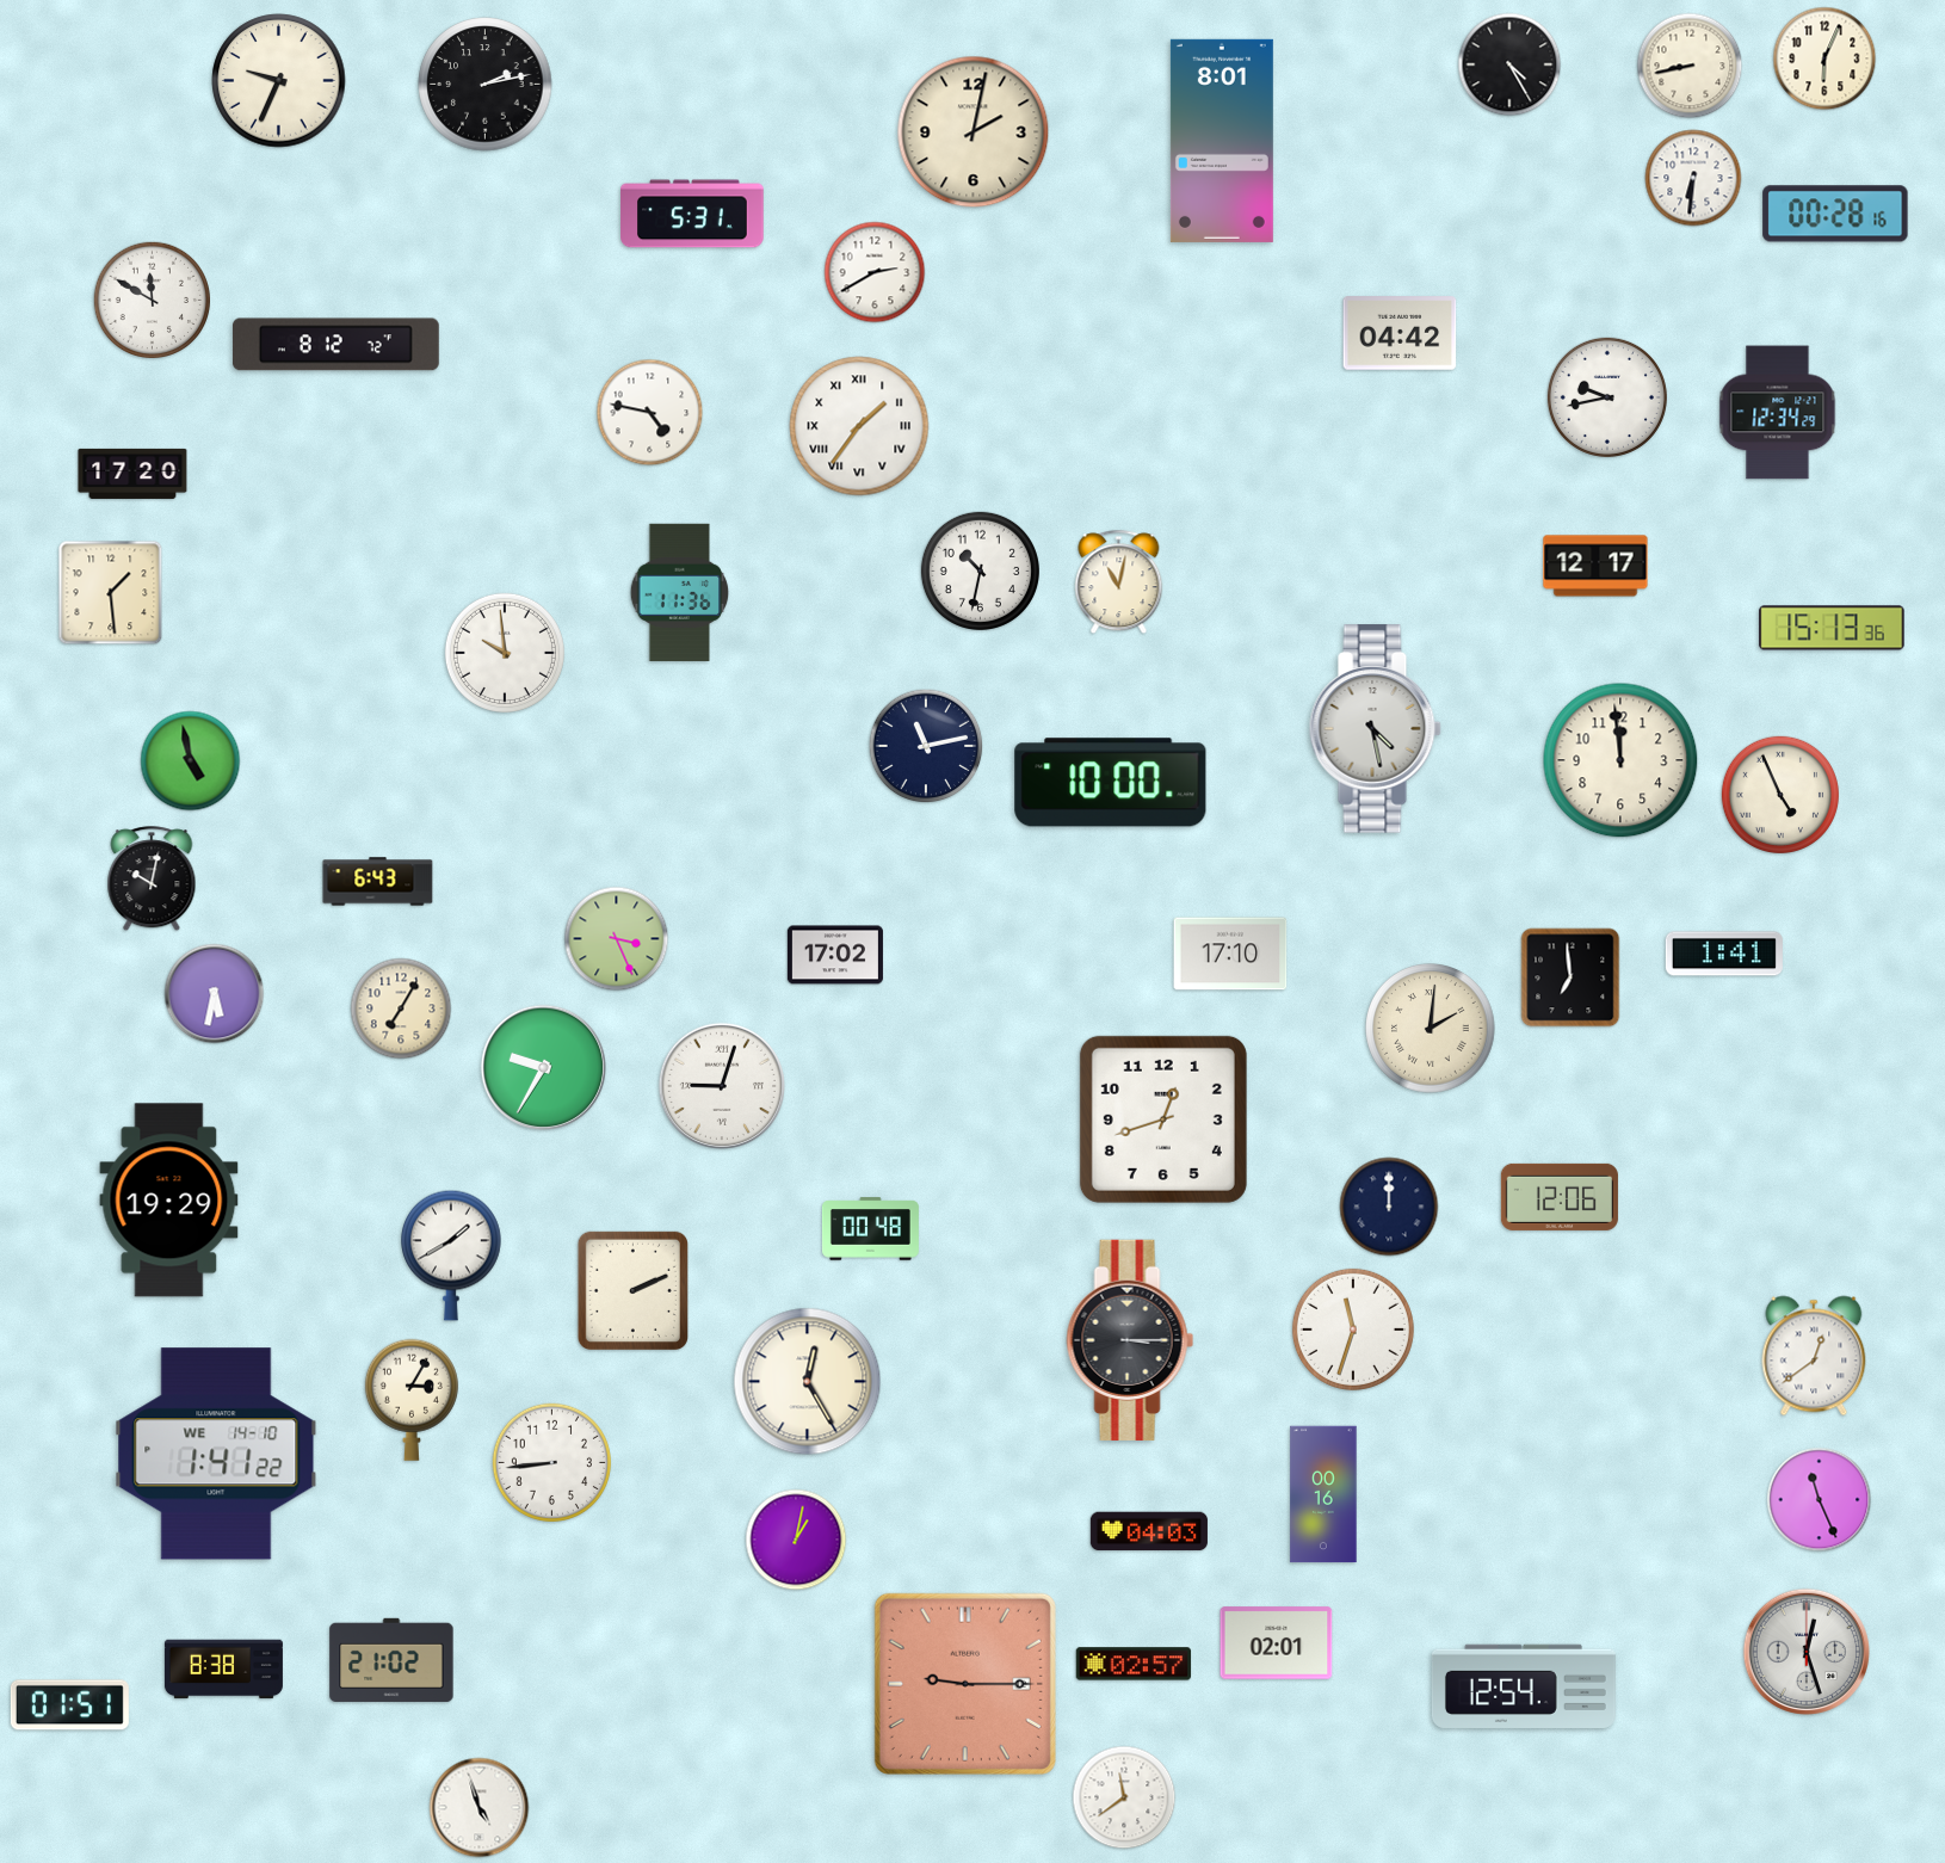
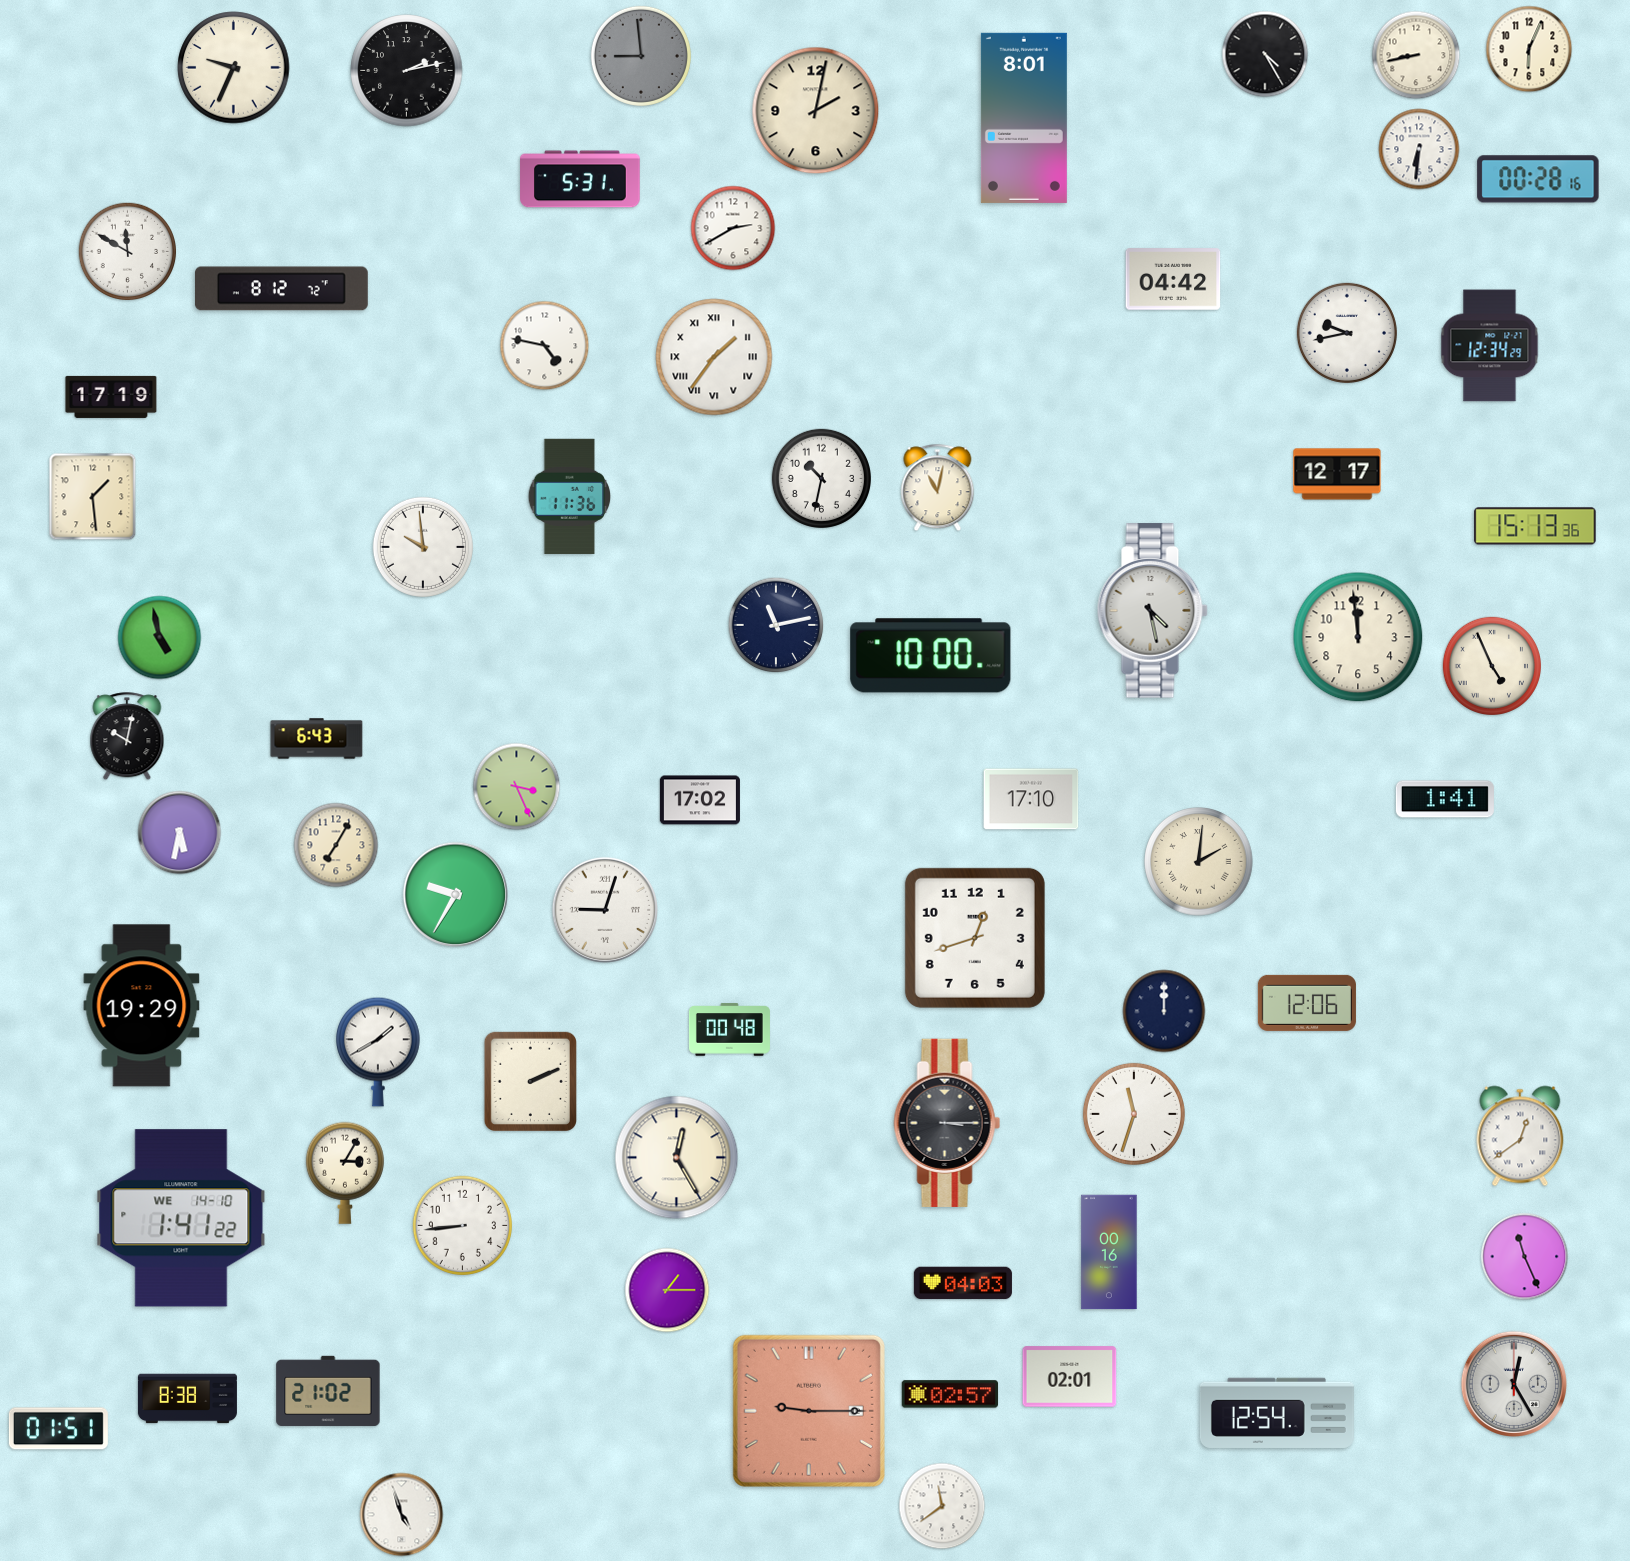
clock at (641, 56): none -> 8:59
clock at (859, 426) position: (859, 426) -> (714, 357)
clock at (132, 474): 17:20 -> 17:19
clock at (1570, 977): 6:59 -> none
clock at (796, 1540): 1:02 -> 1:15
clock at (1805, 1651): 12:27 -> 12:25
